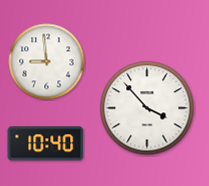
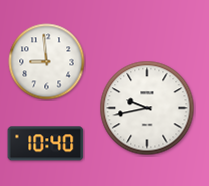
clock at (147, 108): 3:53 -> 9:43
